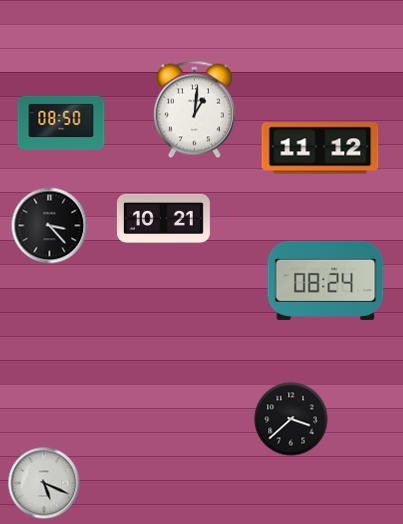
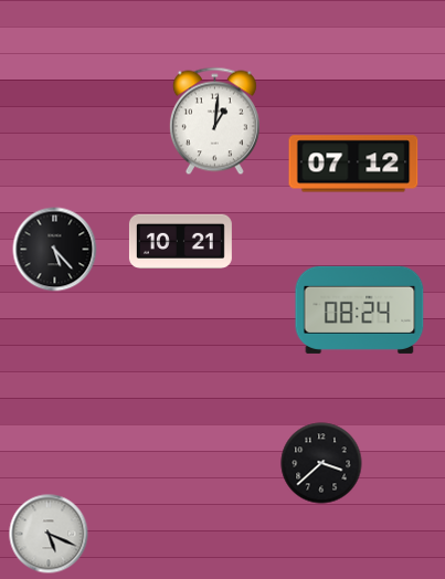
clock at (61, 123): 08:50 -> none
clock at (320, 148): 11:12 -> 07:12
clock at (50, 226): 3:23 -> 5:23
